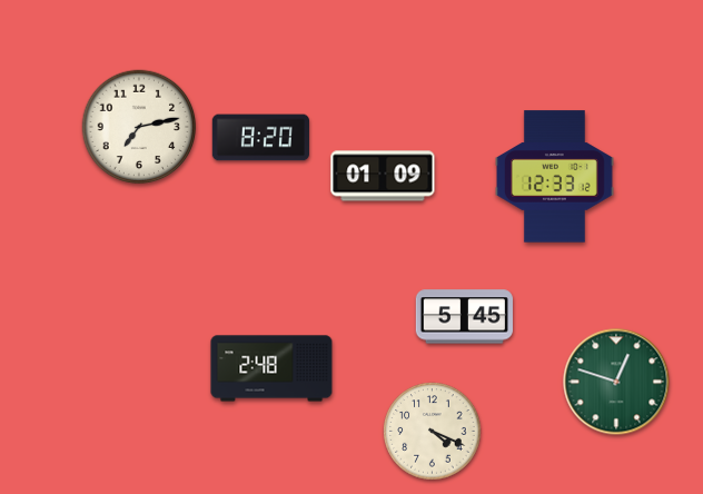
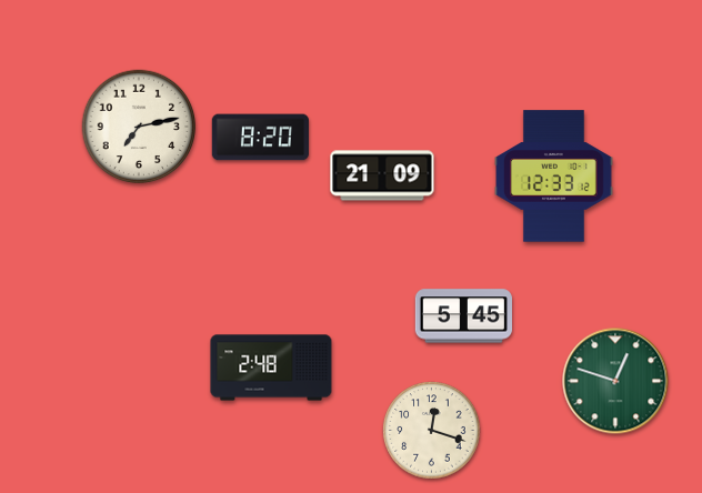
clock at (383, 176): 01:09 -> 21:09
clock at (433, 432): 4:19 -> 12:18
